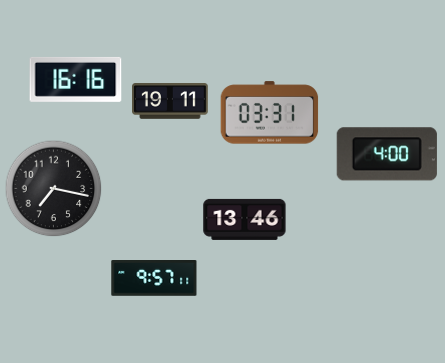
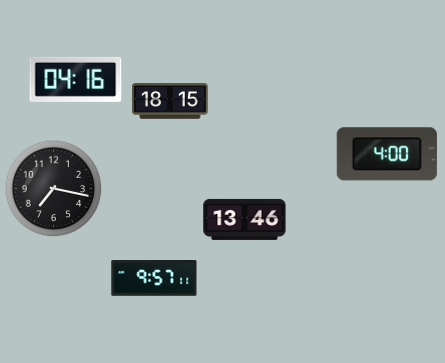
clock at (76, 79): 16:16 -> 04:16
clock at (171, 102): 19:11 -> 18:15
clock at (270, 113): 03:31 -> none
